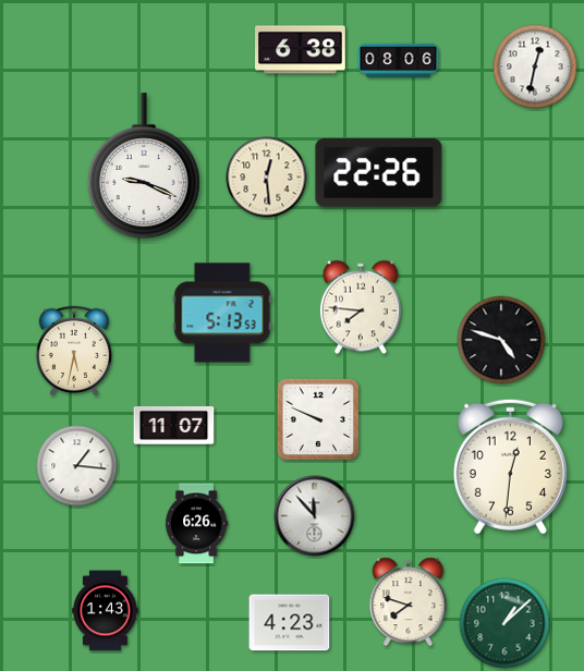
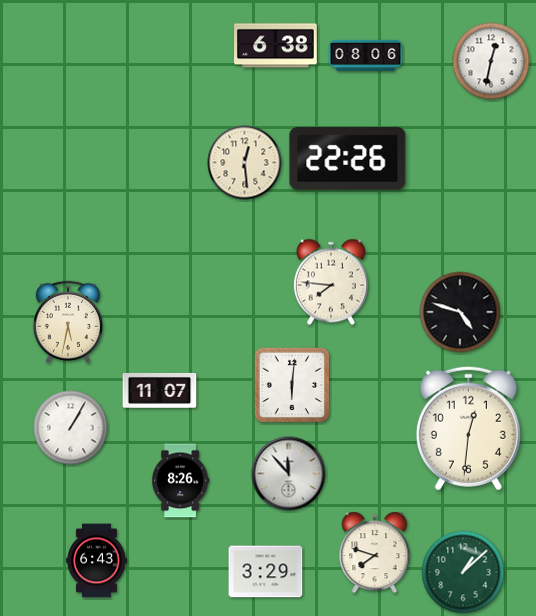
clock at (144, 166): 9:19 -> none
clock at (222, 313): 5:13 -> none
clock at (318, 419): 9:49 -> 6:01
clock at (77, 466): 1:16 -> 1:05
clock at (196, 524): 6:26 -> 8:26
clock at (106, 611): 1:43 -> 6:43
clock at (290, 623): 4:23 -> 3:29
